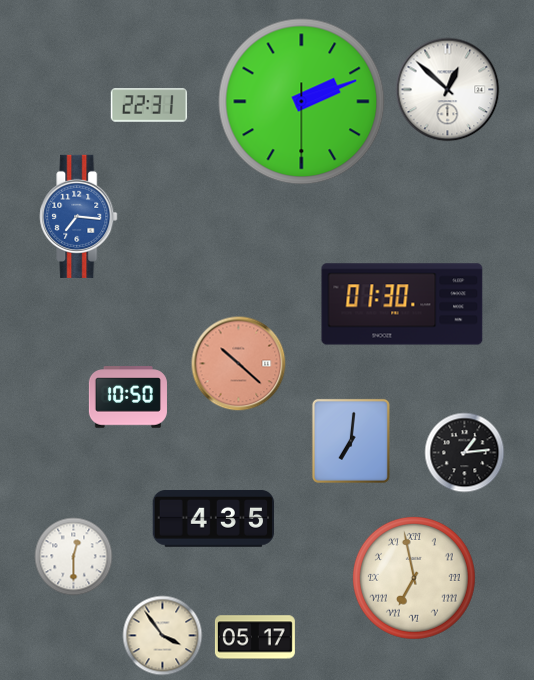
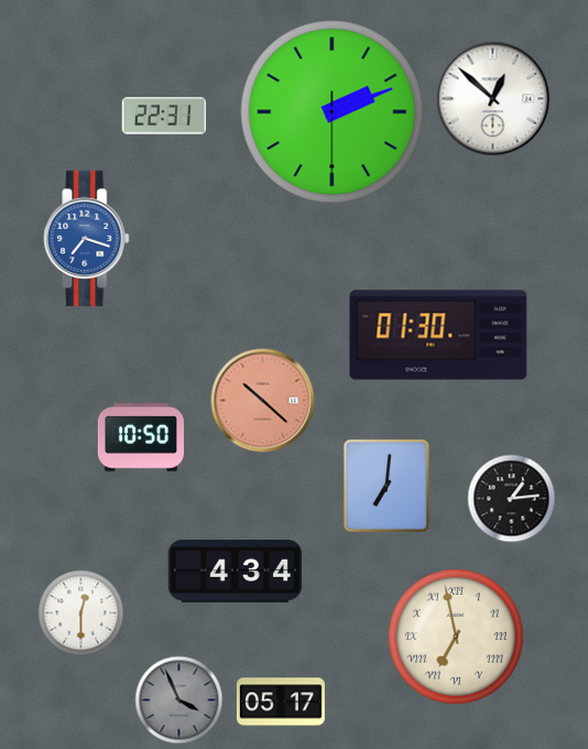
clock at (79, 216): 7:16 -> 7:18
clock at (402, 304) position: (402, 304) -> (438, 335)
clock at (214, 519): 4:35 -> 4:34
clock at (163, 636): 3:54 -> 3:56
clock at (163, 636) dial: cream -> grey
